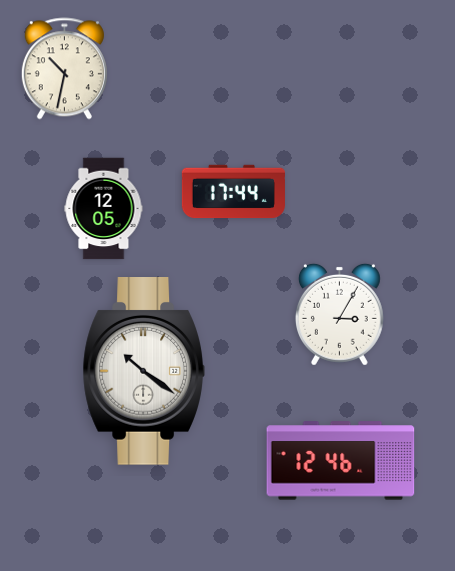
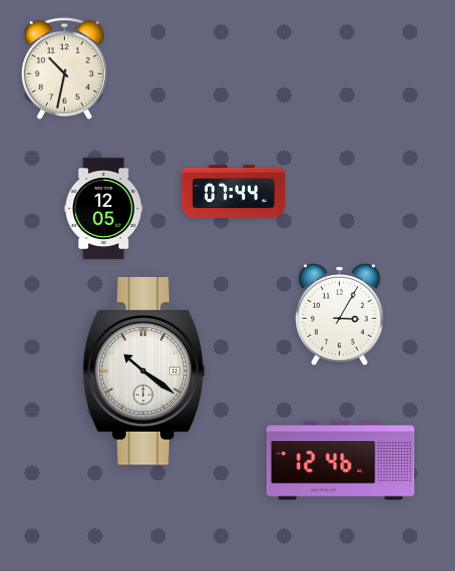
clock at (233, 192): 17:44 -> 07:44
